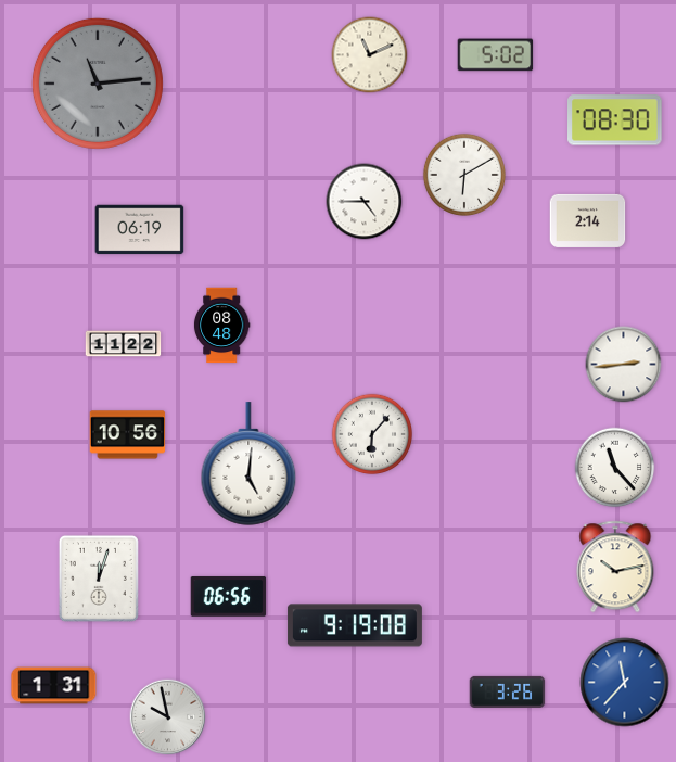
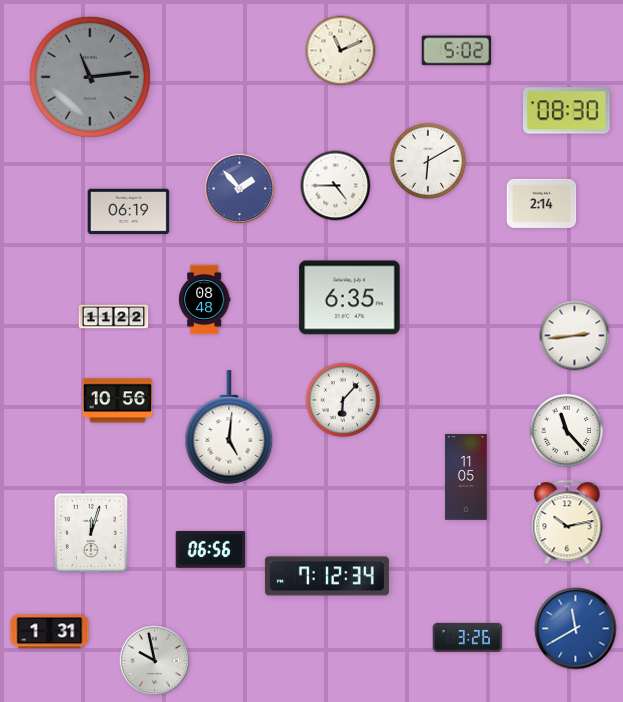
clock at (240, 189): none -> 1:53
clock at (350, 298): none -> 6:35
clock at (466, 477): none -> 11:05
clock at (355, 625): 9:19 -> 7:12
clock at (625, 683): 11:37 -> 11:40
